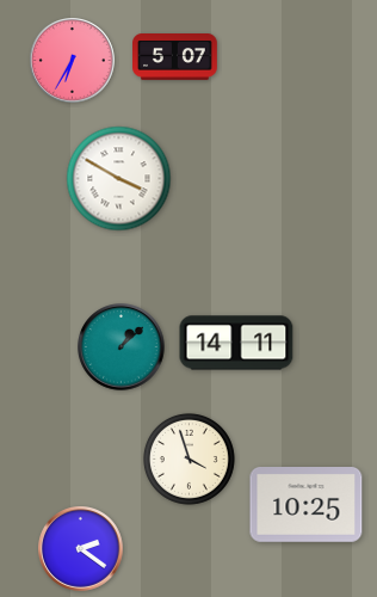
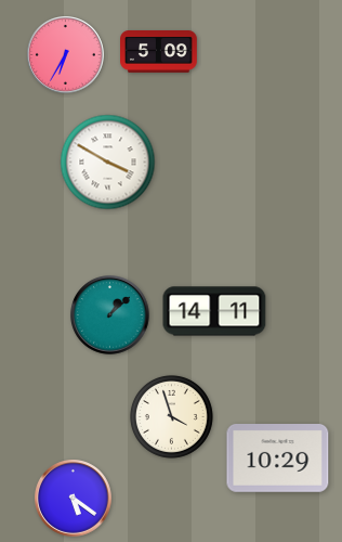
clock at (175, 57): 5:07 -> 5:09
clock at (307, 505): 10:25 -> 10:29
clock at (81, 549): 2:21 -> 5:21
